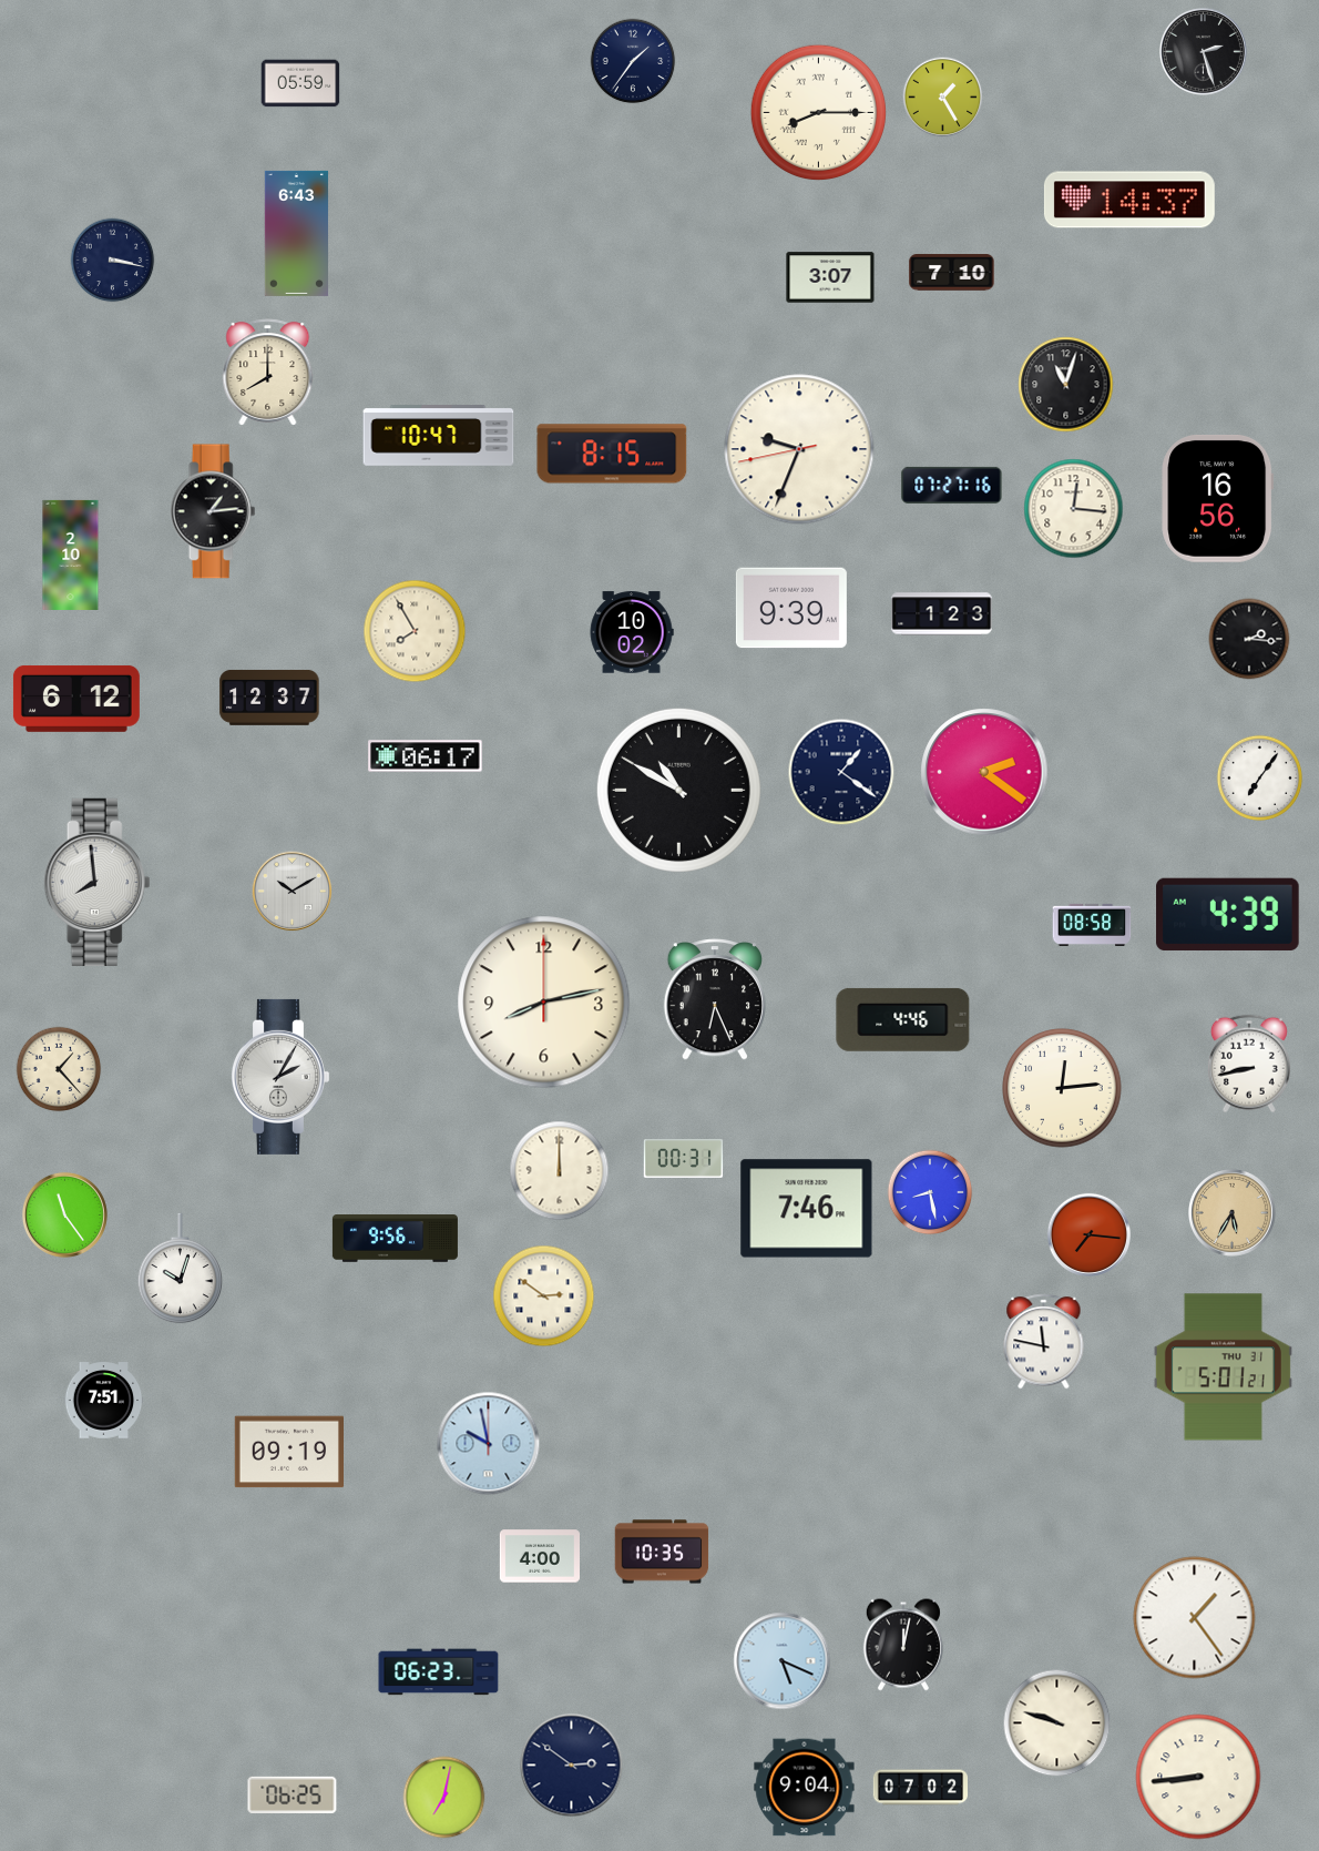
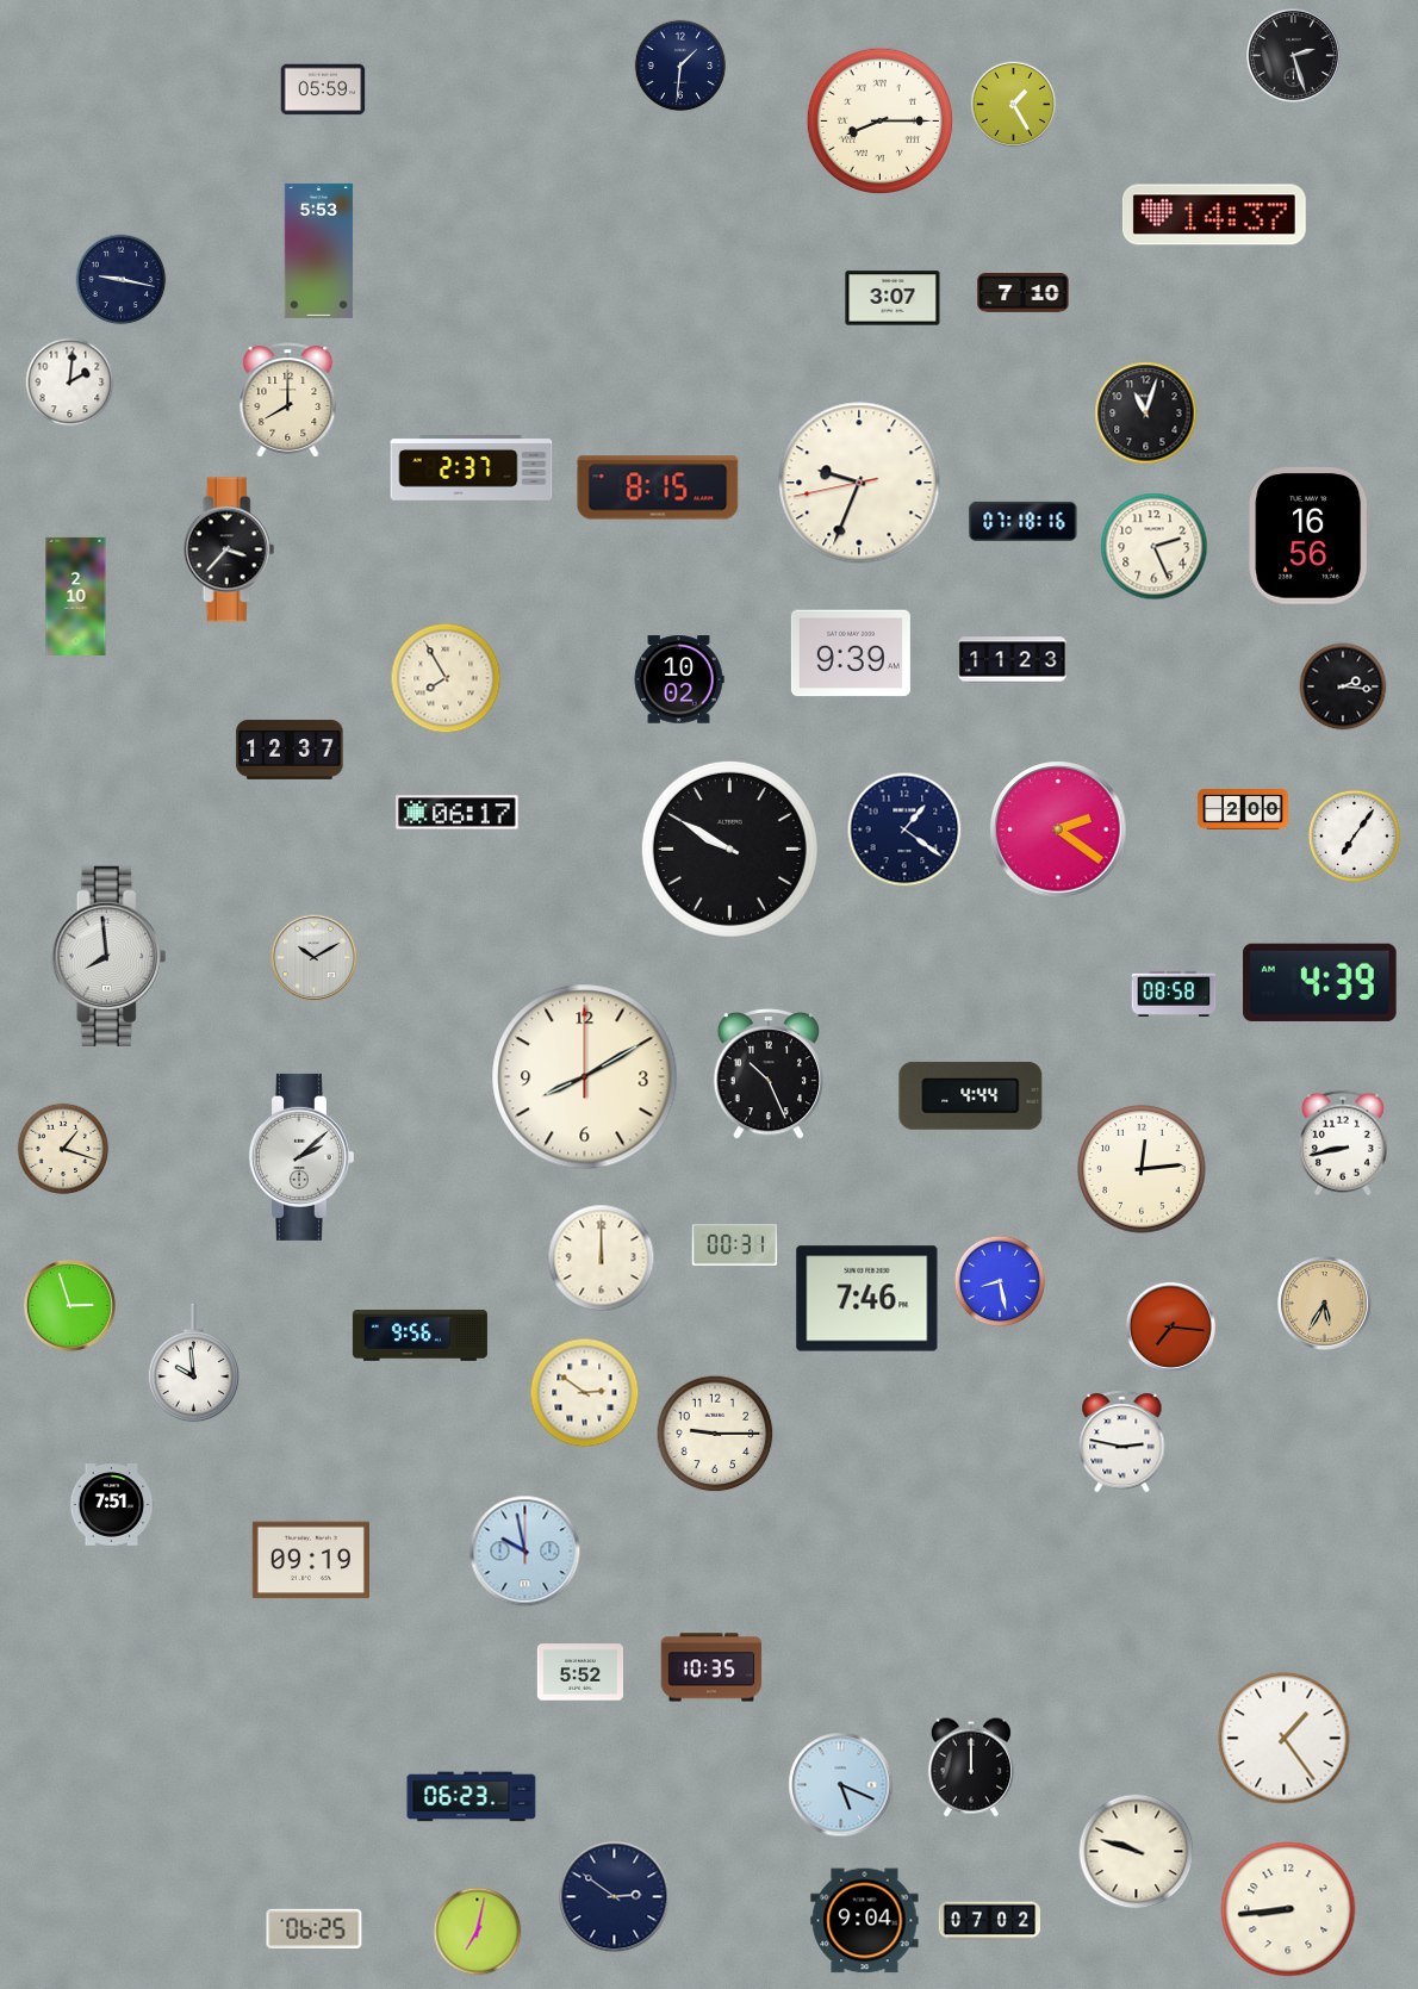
clock at (633, 61): 1:36 -> 1:31
clock at (296, 233): 6:43 -> 5:53
clock at (113, 261): 3:17 -> 9:17
clock at (70, 383): none -> 2:01
clock at (439, 436): 10:47 -> 2:37
clock at (952, 485): 07:27 -> 07:18
clock at (1074, 509): 12:16 -> 2:26
clock at (213, 511): 1:14 -> 3:37
clock at (942, 614): 1:23 -> 11:23
clock at (76, 699): 6:12 -> none
clock at (1243, 810): none -> 2:00
clock at (678, 790): 10:50 -> 9:50
clock at (98, 882) position: (98, 882) -> (110, 956)
clock at (714, 999): 6:26 -> 10:26
clock at (544, 1003): 8:13 -> 8:10
clock at (903, 1019): 4:46 -> 4:44
clock at (59, 1069): 1:23 -> 1:18
clock at (279, 1077): 2:05 -> 2:08
clock at (64, 1214): 11:24 -> 2:57
clock at (395, 1239) position: (395, 1239) -> (419, 1336)
clock at (180, 1269): 10:03 -> 9:59
clock at (715, 1434): none -> 9:15
clock at (1044, 1342): 11:47 -> 2:47
clock at (1223, 1367): 5:01 -> none
clock at (539, 1556): 4:00 -> 5:52
clock at (903, 1645): 12:02 -> 12:00
